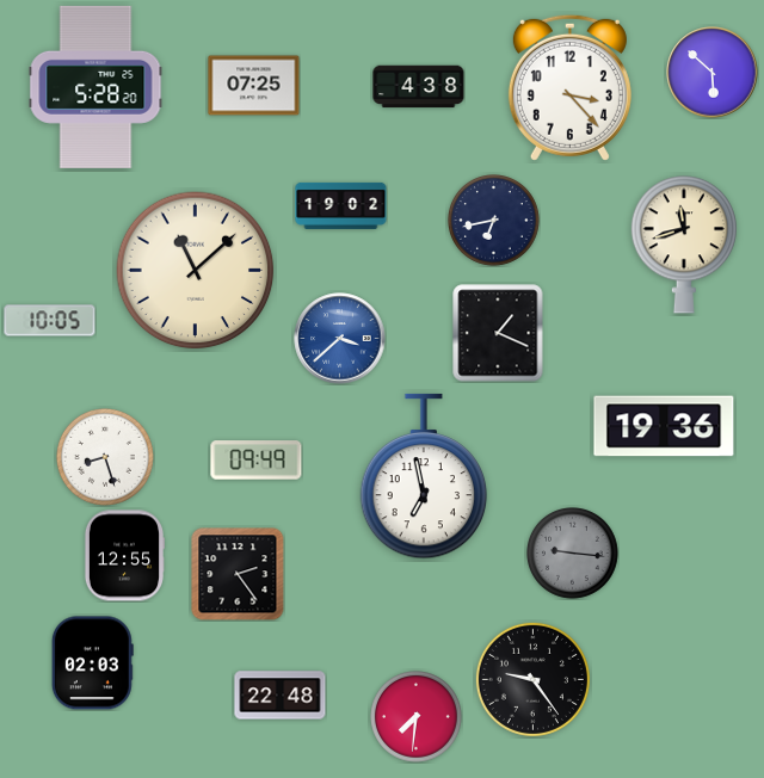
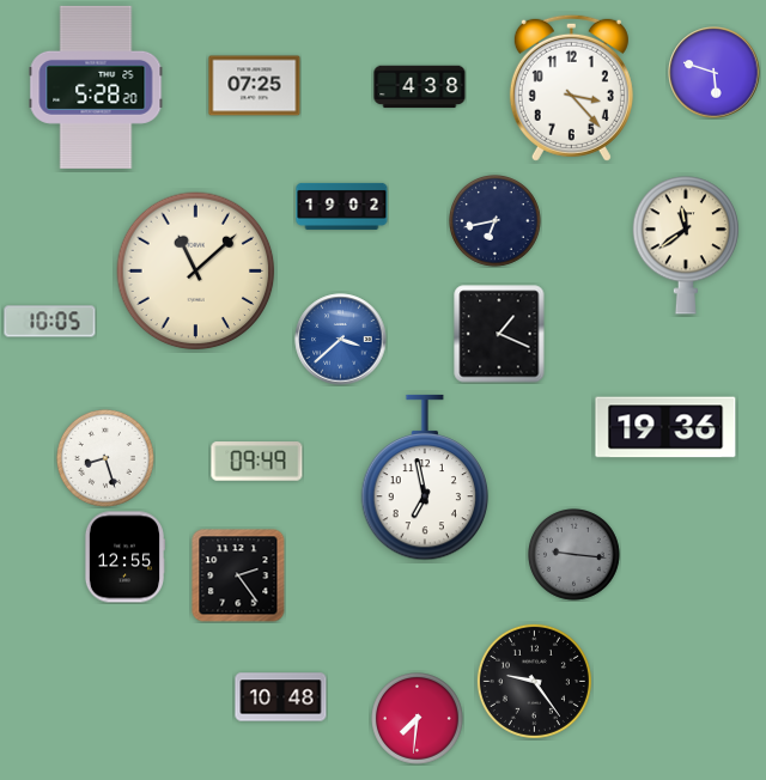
clock at (713, 73): 5:52 -> 5:48
clock at (684, 245): 11:42 -> 11:39
clock at (92, 663): 02:03 -> none
clock at (281, 696): 22:48 -> 10:48
